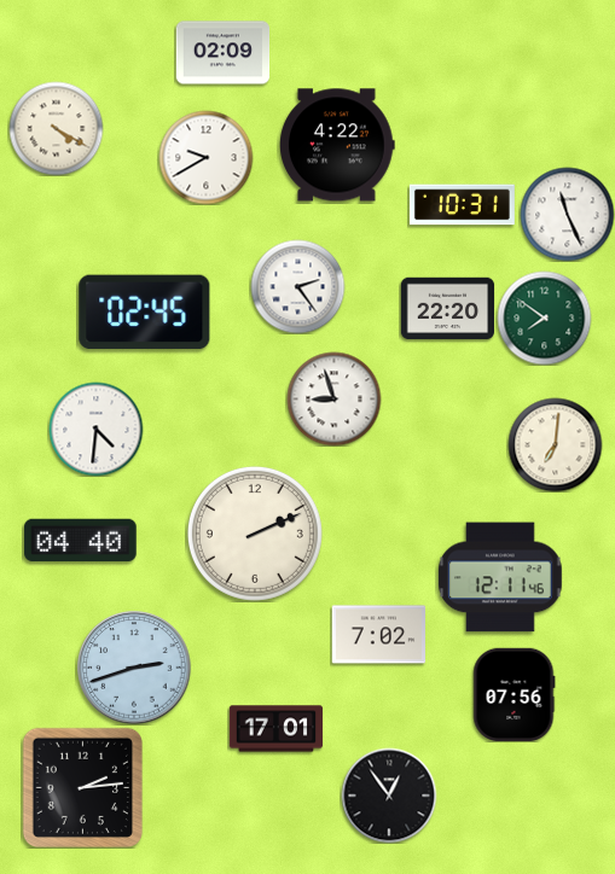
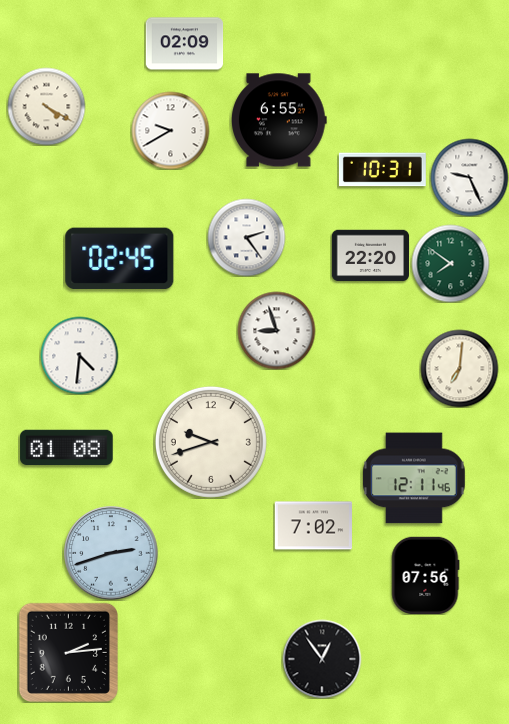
clock at (337, 145): 4:22 -> 6:55
clock at (567, 214): 11:26 -> 9:26
clock at (255, 534): 2:11 -> 9:42
clock at (81, 541): 04:40 -> 01:08
clock at (275, 729): 17:01 -> none
